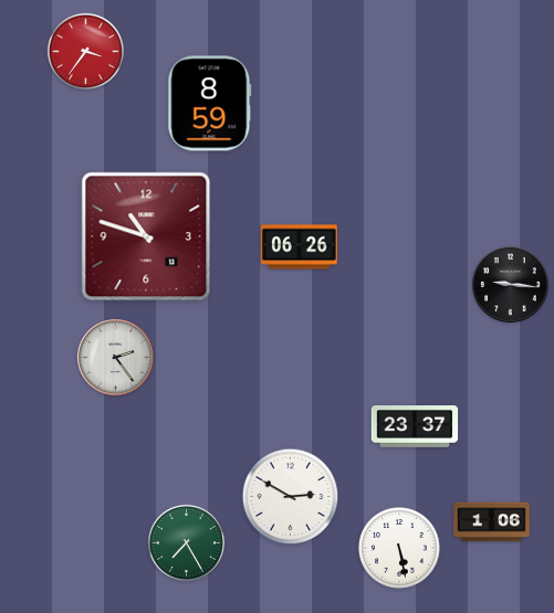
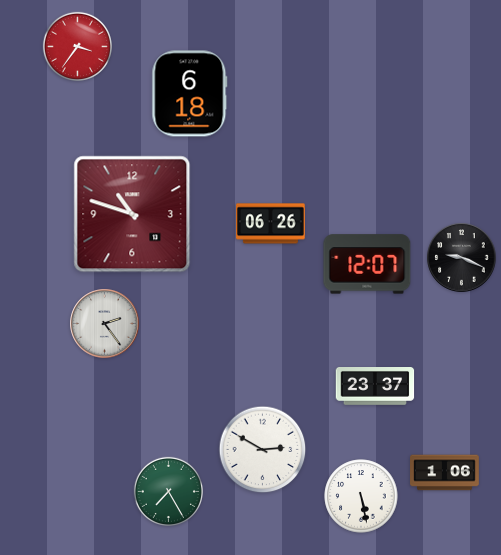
clock at (210, 104): 8:59 -> 6:18
clock at (511, 285): 9:16 -> 9:19
clock at (367, 264): none -> 12:07
